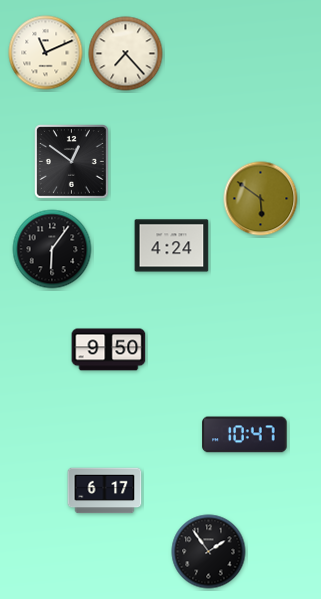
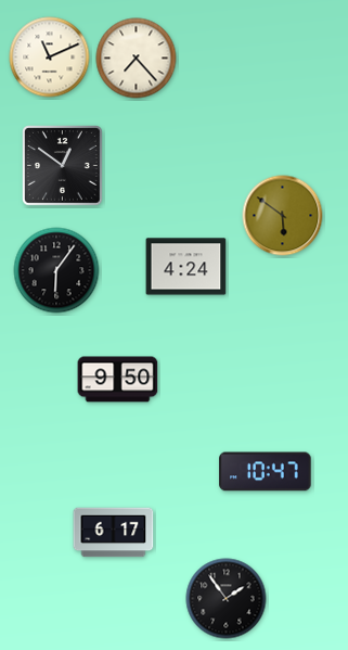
clock at (72, 162) position: (72, 162) -> (63, 166)
